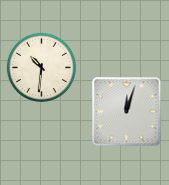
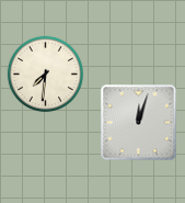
clock at (41, 67): 10:31 -> 7:31
